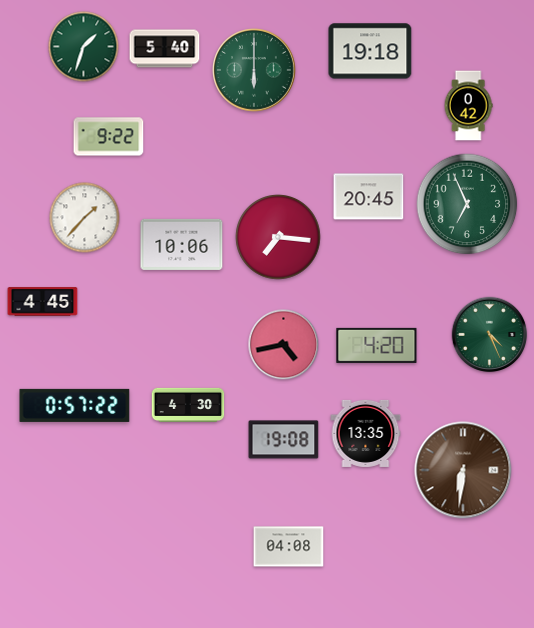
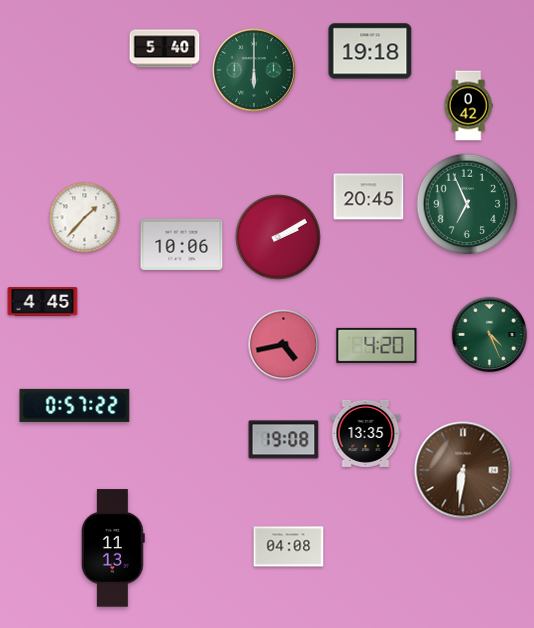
clock at (84, 47): 1:33 -> none
clock at (109, 137): 9:22 -> none
clock at (278, 237): 7:16 -> 2:10
clock at (188, 404): 4:30 -> none
clock at (113, 548): none -> 11:13
